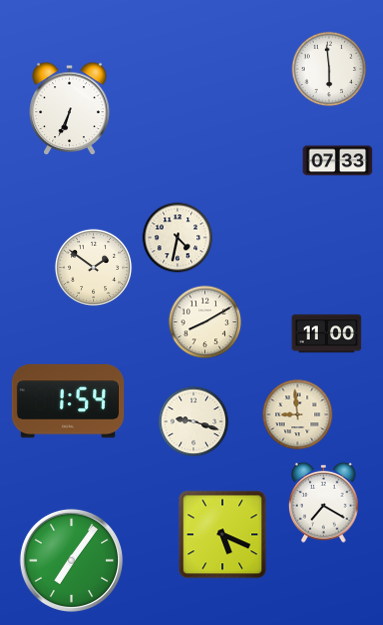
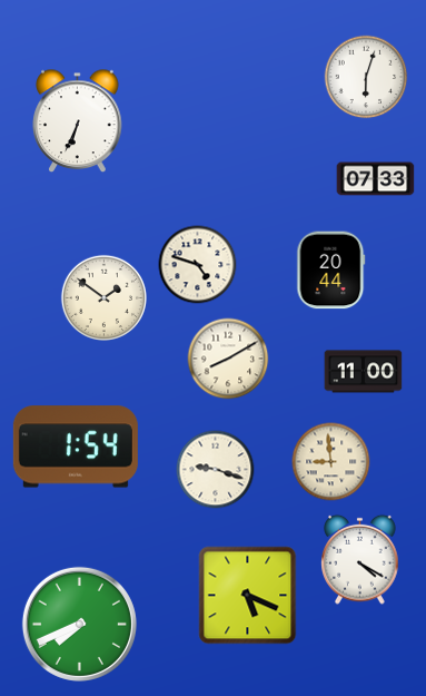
clock at (329, 69): 5:59 -> 6:03
clock at (178, 238): 4:32 -> 4:48
clock at (331, 271): none -> 20:44
clock at (324, 502): 7:20 -> 4:20
clock at (71, 560): 7:06 -> 7:41
